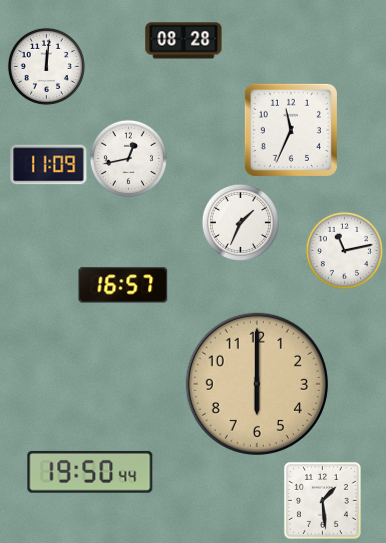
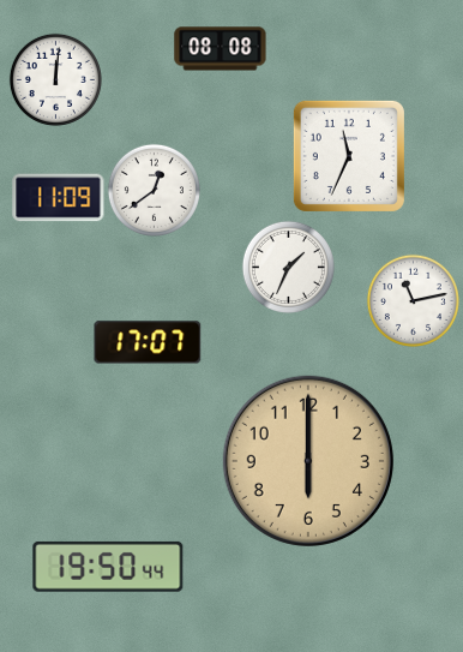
clock at (184, 41): 08:28 -> 08:08
clock at (128, 158): 12:43 -> 12:39
clock at (123, 285): 16:57 -> 17:07
clock at (322, 500): 1:29 -> none
